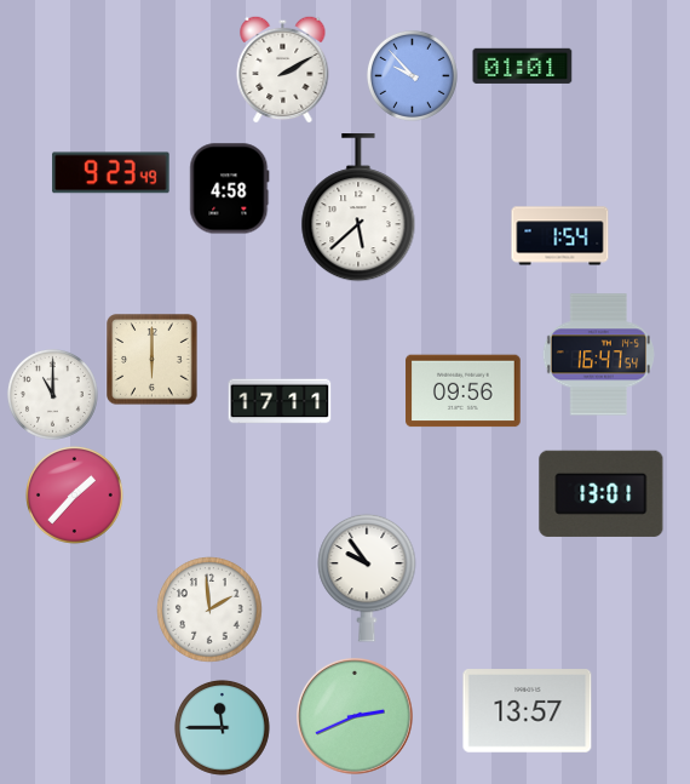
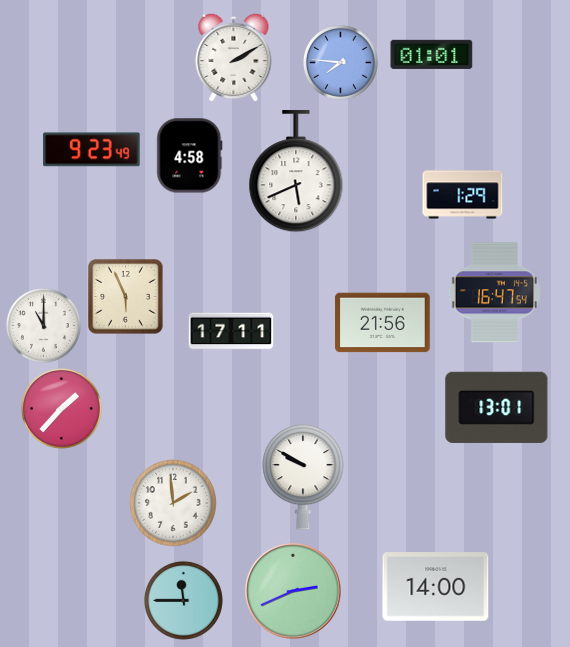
clock at (412, 75): 9:53 -> 7:46
clock at (111, 173) position: (111, 173) -> (92, 150)
clock at (358, 208): 5:38 -> 5:41
clock at (560, 236): 1:54 -> 1:29
clock at (153, 360): 6:00 -> 5:56
clock at (464, 391): 09:56 -> 21:56
clock at (367, 578): 9:54 -> 9:50
clock at (528, 711): 13:57 -> 14:00
